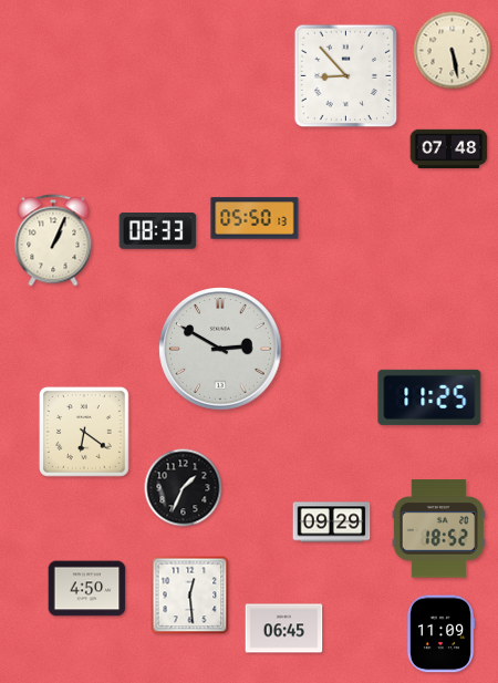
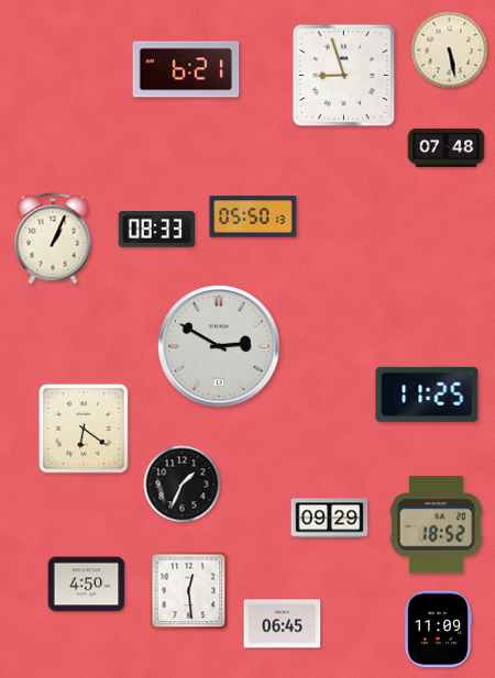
clock at (186, 69): none -> 6:21
clock at (346, 76): 8:53 -> 8:57
